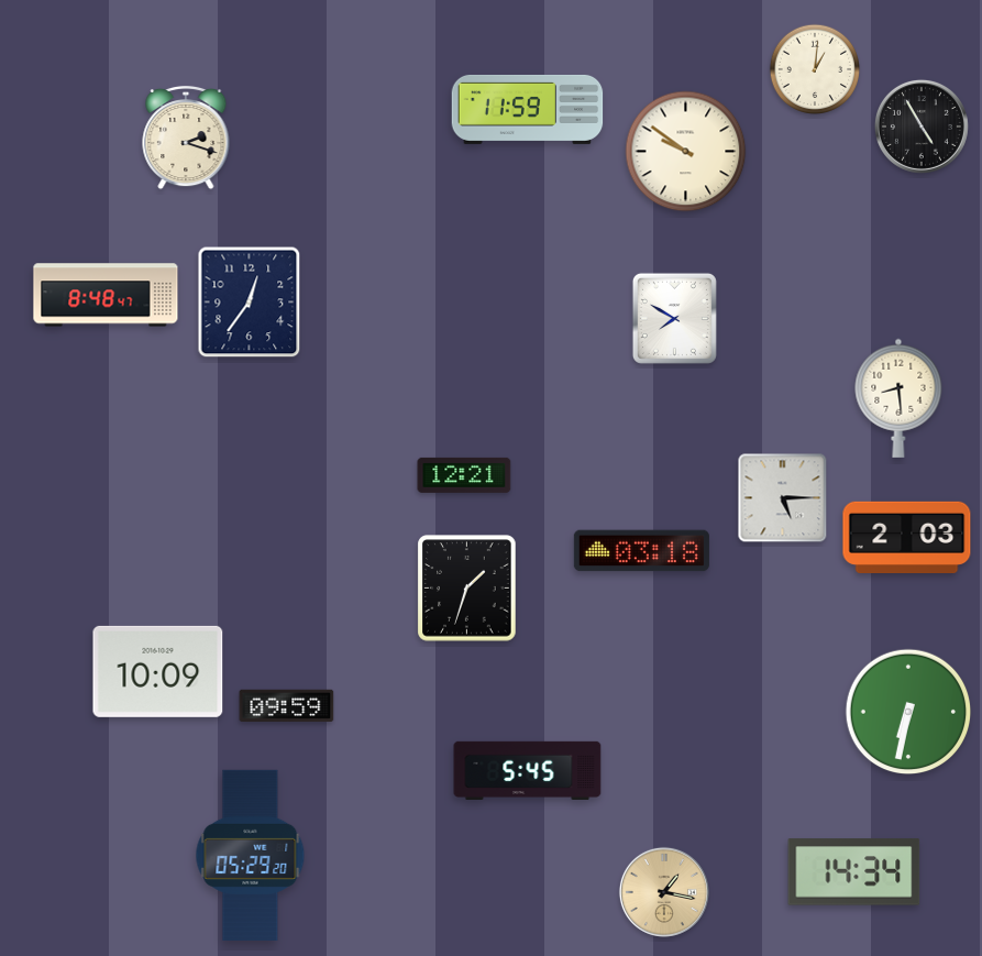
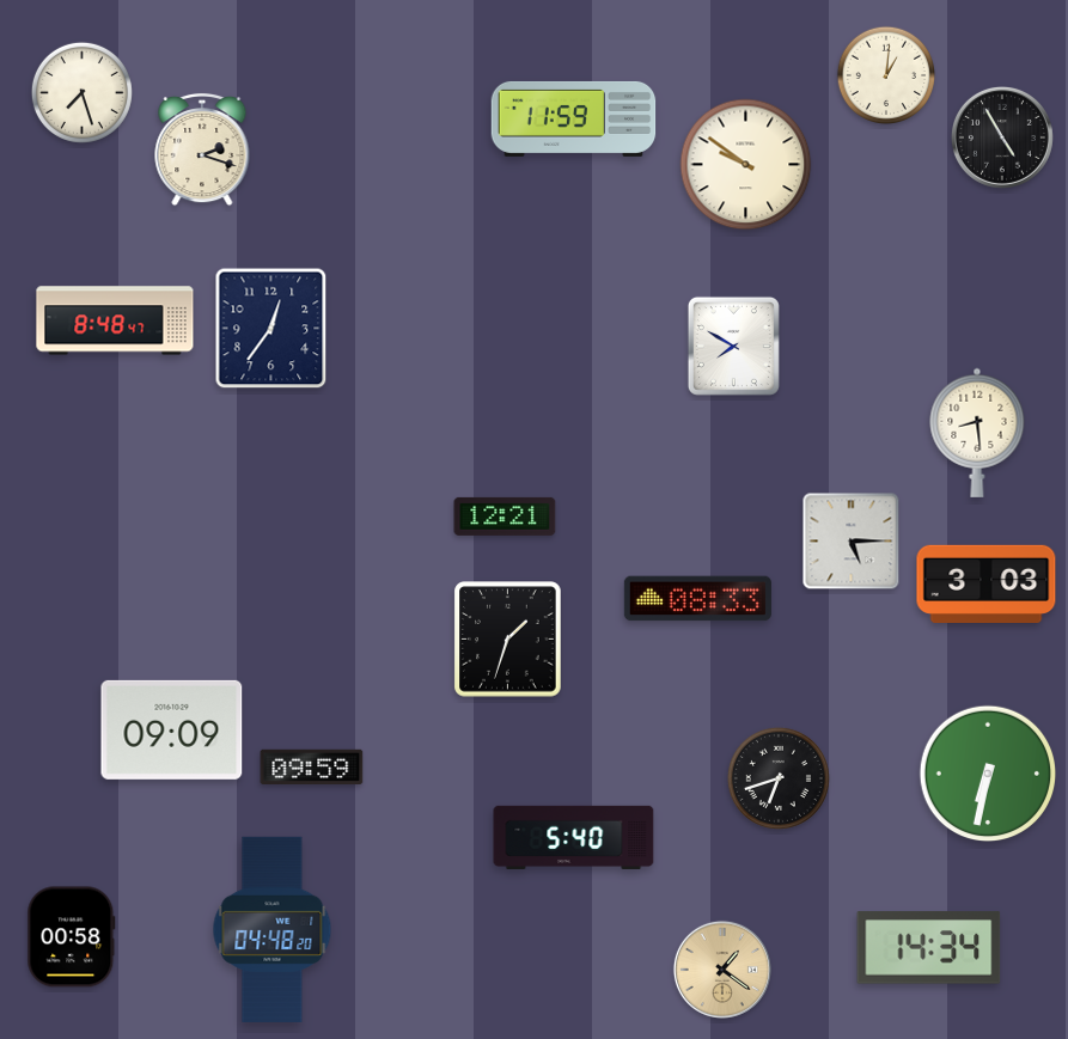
clock at (81, 92): none -> 7:27
clock at (907, 537): 2:03 -> 3:03
clock at (641, 551): 03:18 -> 08:33
clock at (158, 671): 10:09 -> 09:09
clock at (779, 778): none -> 6:42
clock at (528, 770): 5:45 -> 5:40
clock at (251, 855): 05:29 -> 04:48
clock at (72, 937): none -> 00:58
clock at (664, 892): 1:17 -> 1:21
